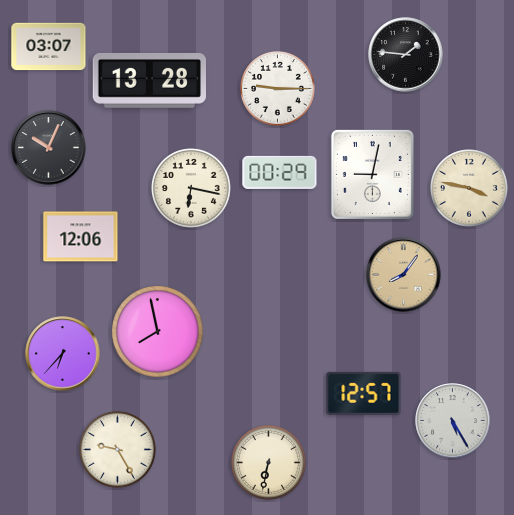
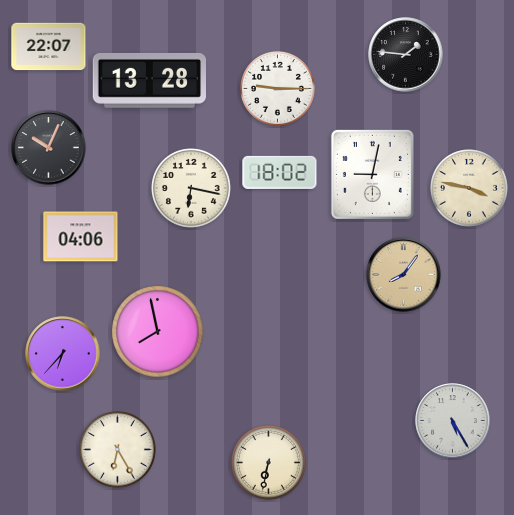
clock at (49, 47): 03:07 -> 22:07
clock at (280, 172): 00:29 -> 18:02
clock at (81, 237): 12:06 -> 04:06
clock at (364, 393): 12:57 -> none
clock at (118, 450): 9:25 -> 6:25
